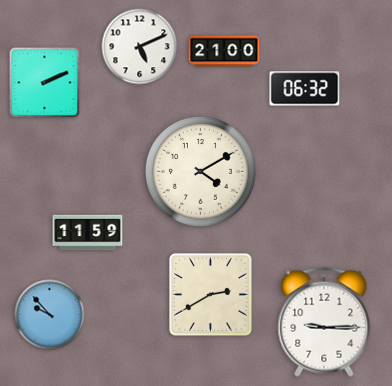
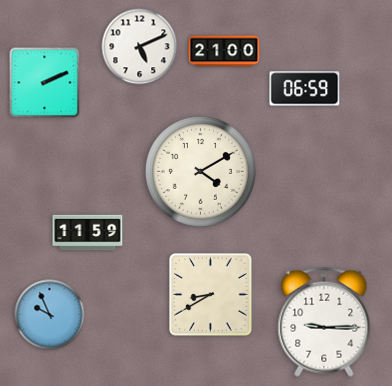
clock at (305, 89): 06:32 -> 06:59
clock at (211, 295): 2:40 -> 8:40
clock at (50, 315): 9:53 -> 9:56
